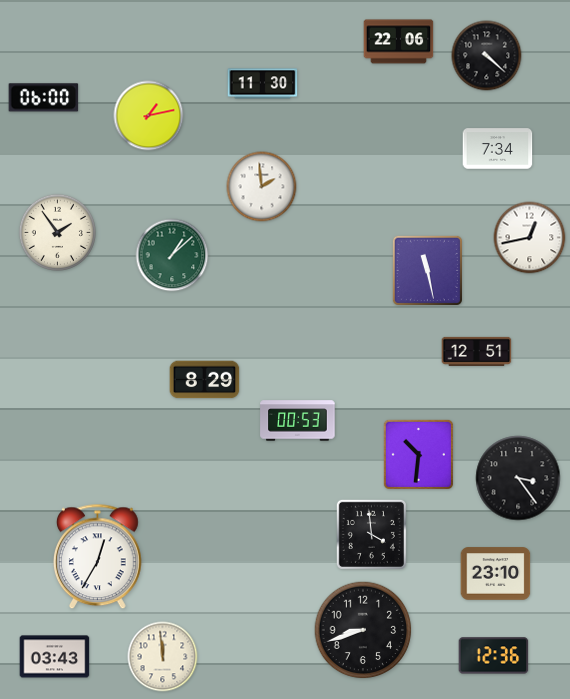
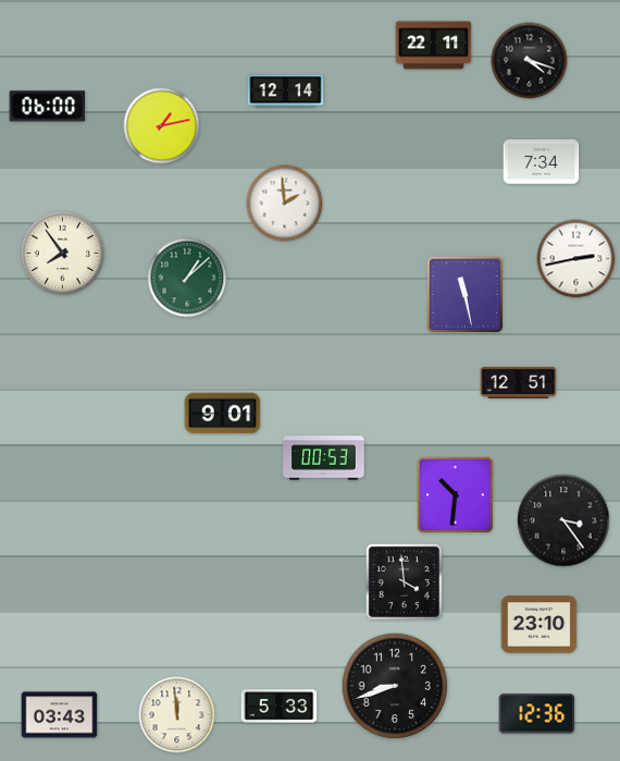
clock at (399, 42): 22:06 -> 22:11
clock at (487, 56): 4:22 -> 4:18
clock at (263, 84): 11:30 -> 12:14
clock at (57, 232): 1:54 -> 7:54
clock at (530, 238): 12:43 -> 2:43
clock at (205, 380): 8:29 -> 9:01
clock at (98, 557): 12:35 -> none
clock at (280, 707): none -> 5:33
